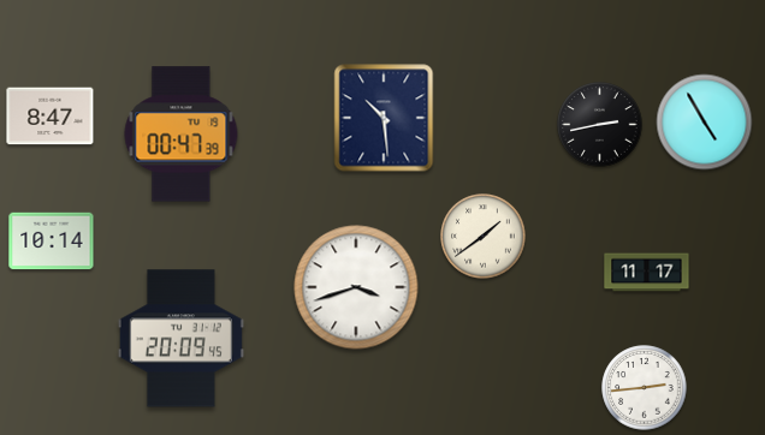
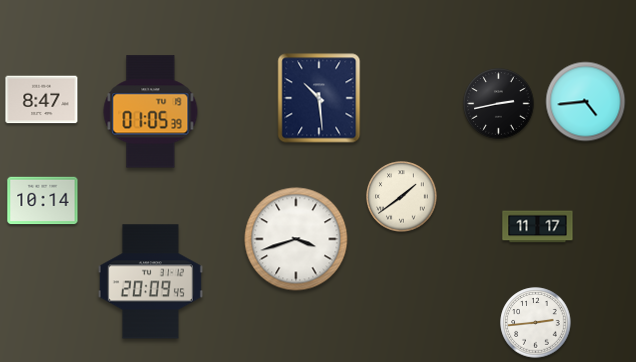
clock at (51, 117) position: (51, 117) -> (42, 100)
clock at (705, 123): 4:55 -> 4:44
clock at (182, 135): 00:47 -> 01:05
